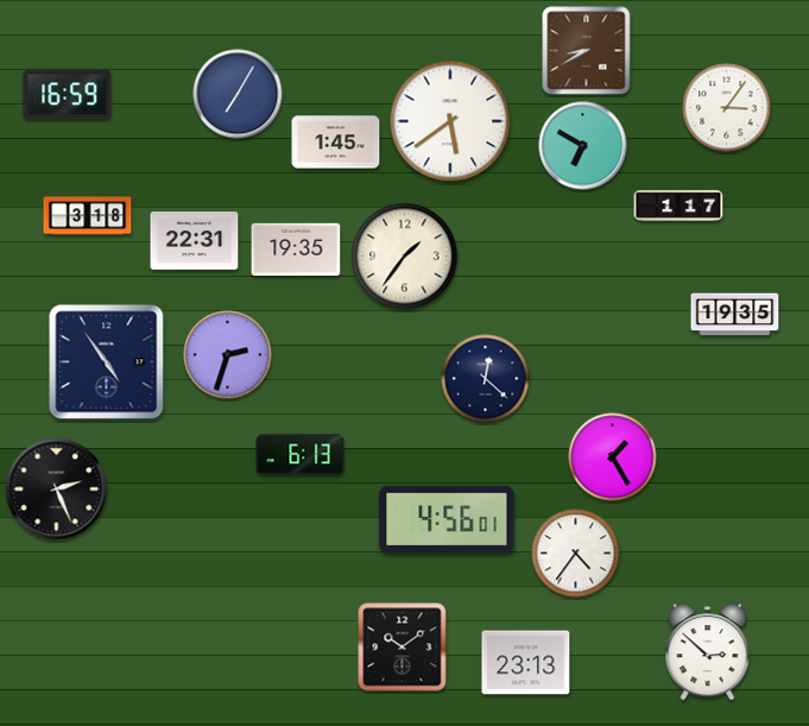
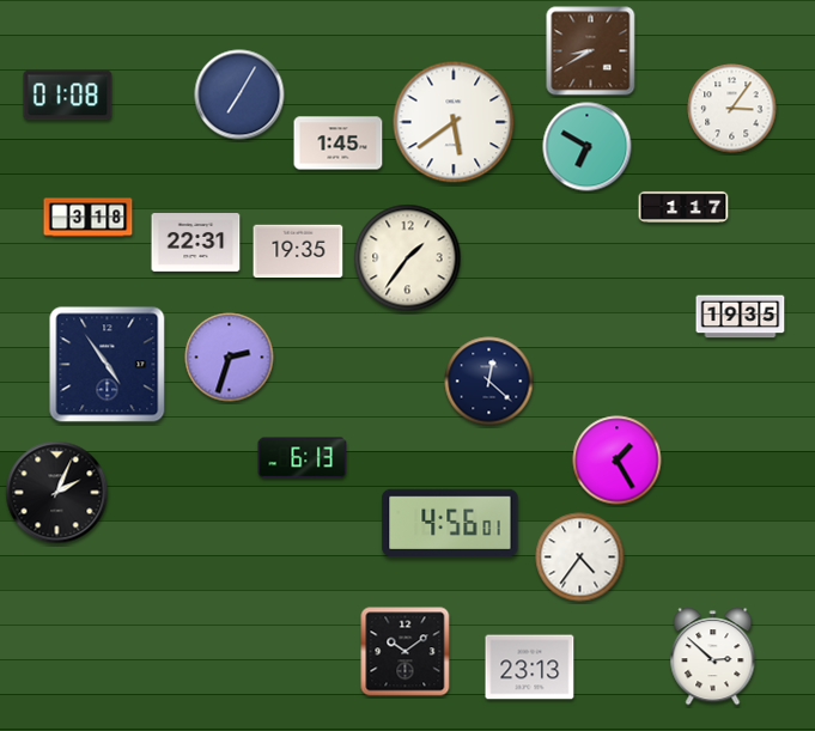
clock at (68, 95): 16:59 -> 01:08
clock at (57, 490): 2:26 -> 2:04
